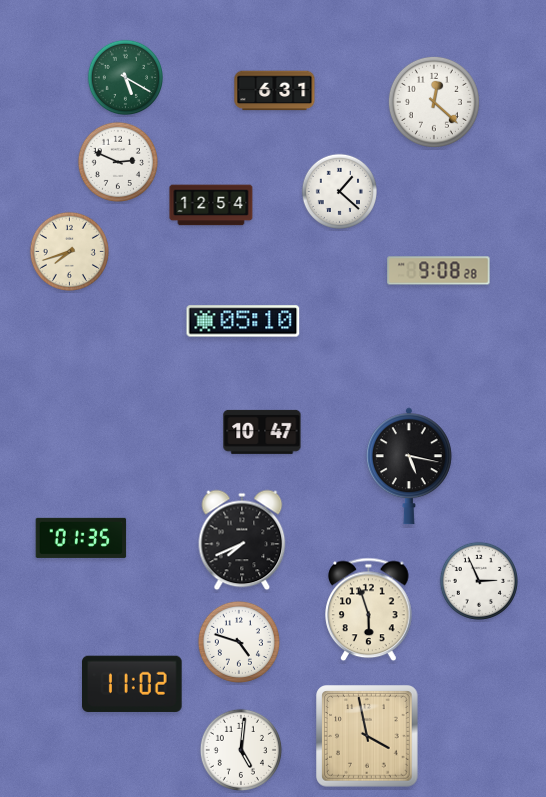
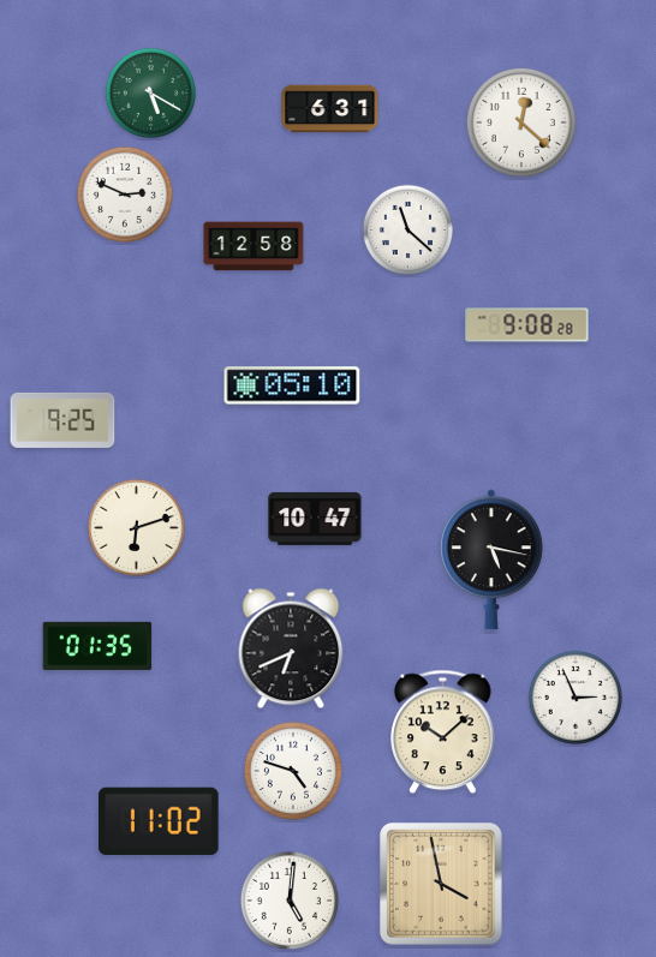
clock at (118, 162) position: (118, 162) -> (125, 195)
clock at (339, 191): 1:22 -> 11:22
clock at (211, 205): 12:54 -> 12:58
clock at (69, 251): 7:42 -> none
clock at (62, 420): none -> 9:25
clock at (136, 527): none -> 6:12
clock at (242, 540): 7:41 -> 6:41
clock at (369, 610): 5:57 -> 10:08
clock at (239, 642) position: (239, 642) -> (293, 771)
